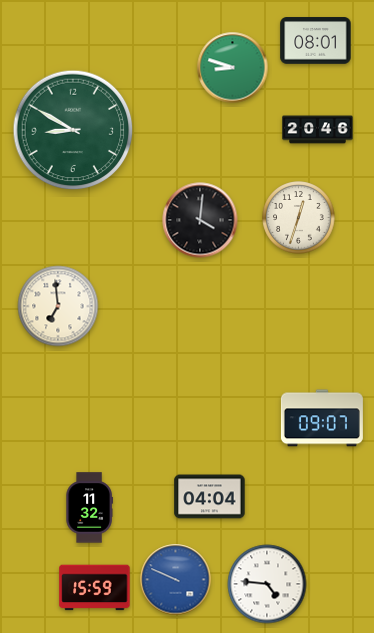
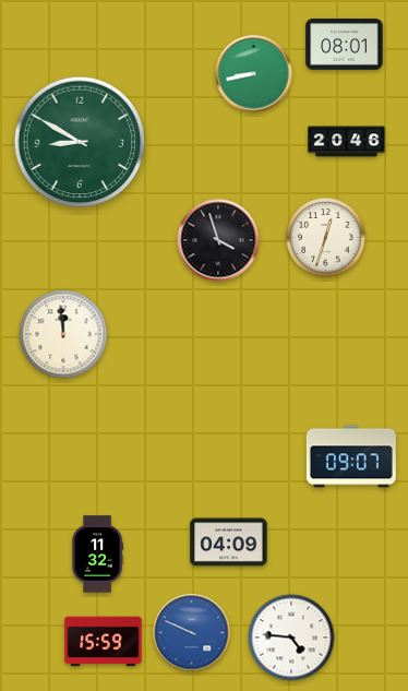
clock at (233, 68): 8:48 -> 8:43
clock at (200, 220): 4:01 -> 3:57
clock at (58, 306): 6:59 -> 11:59
clock at (210, 497): 04:04 -> 04:09
